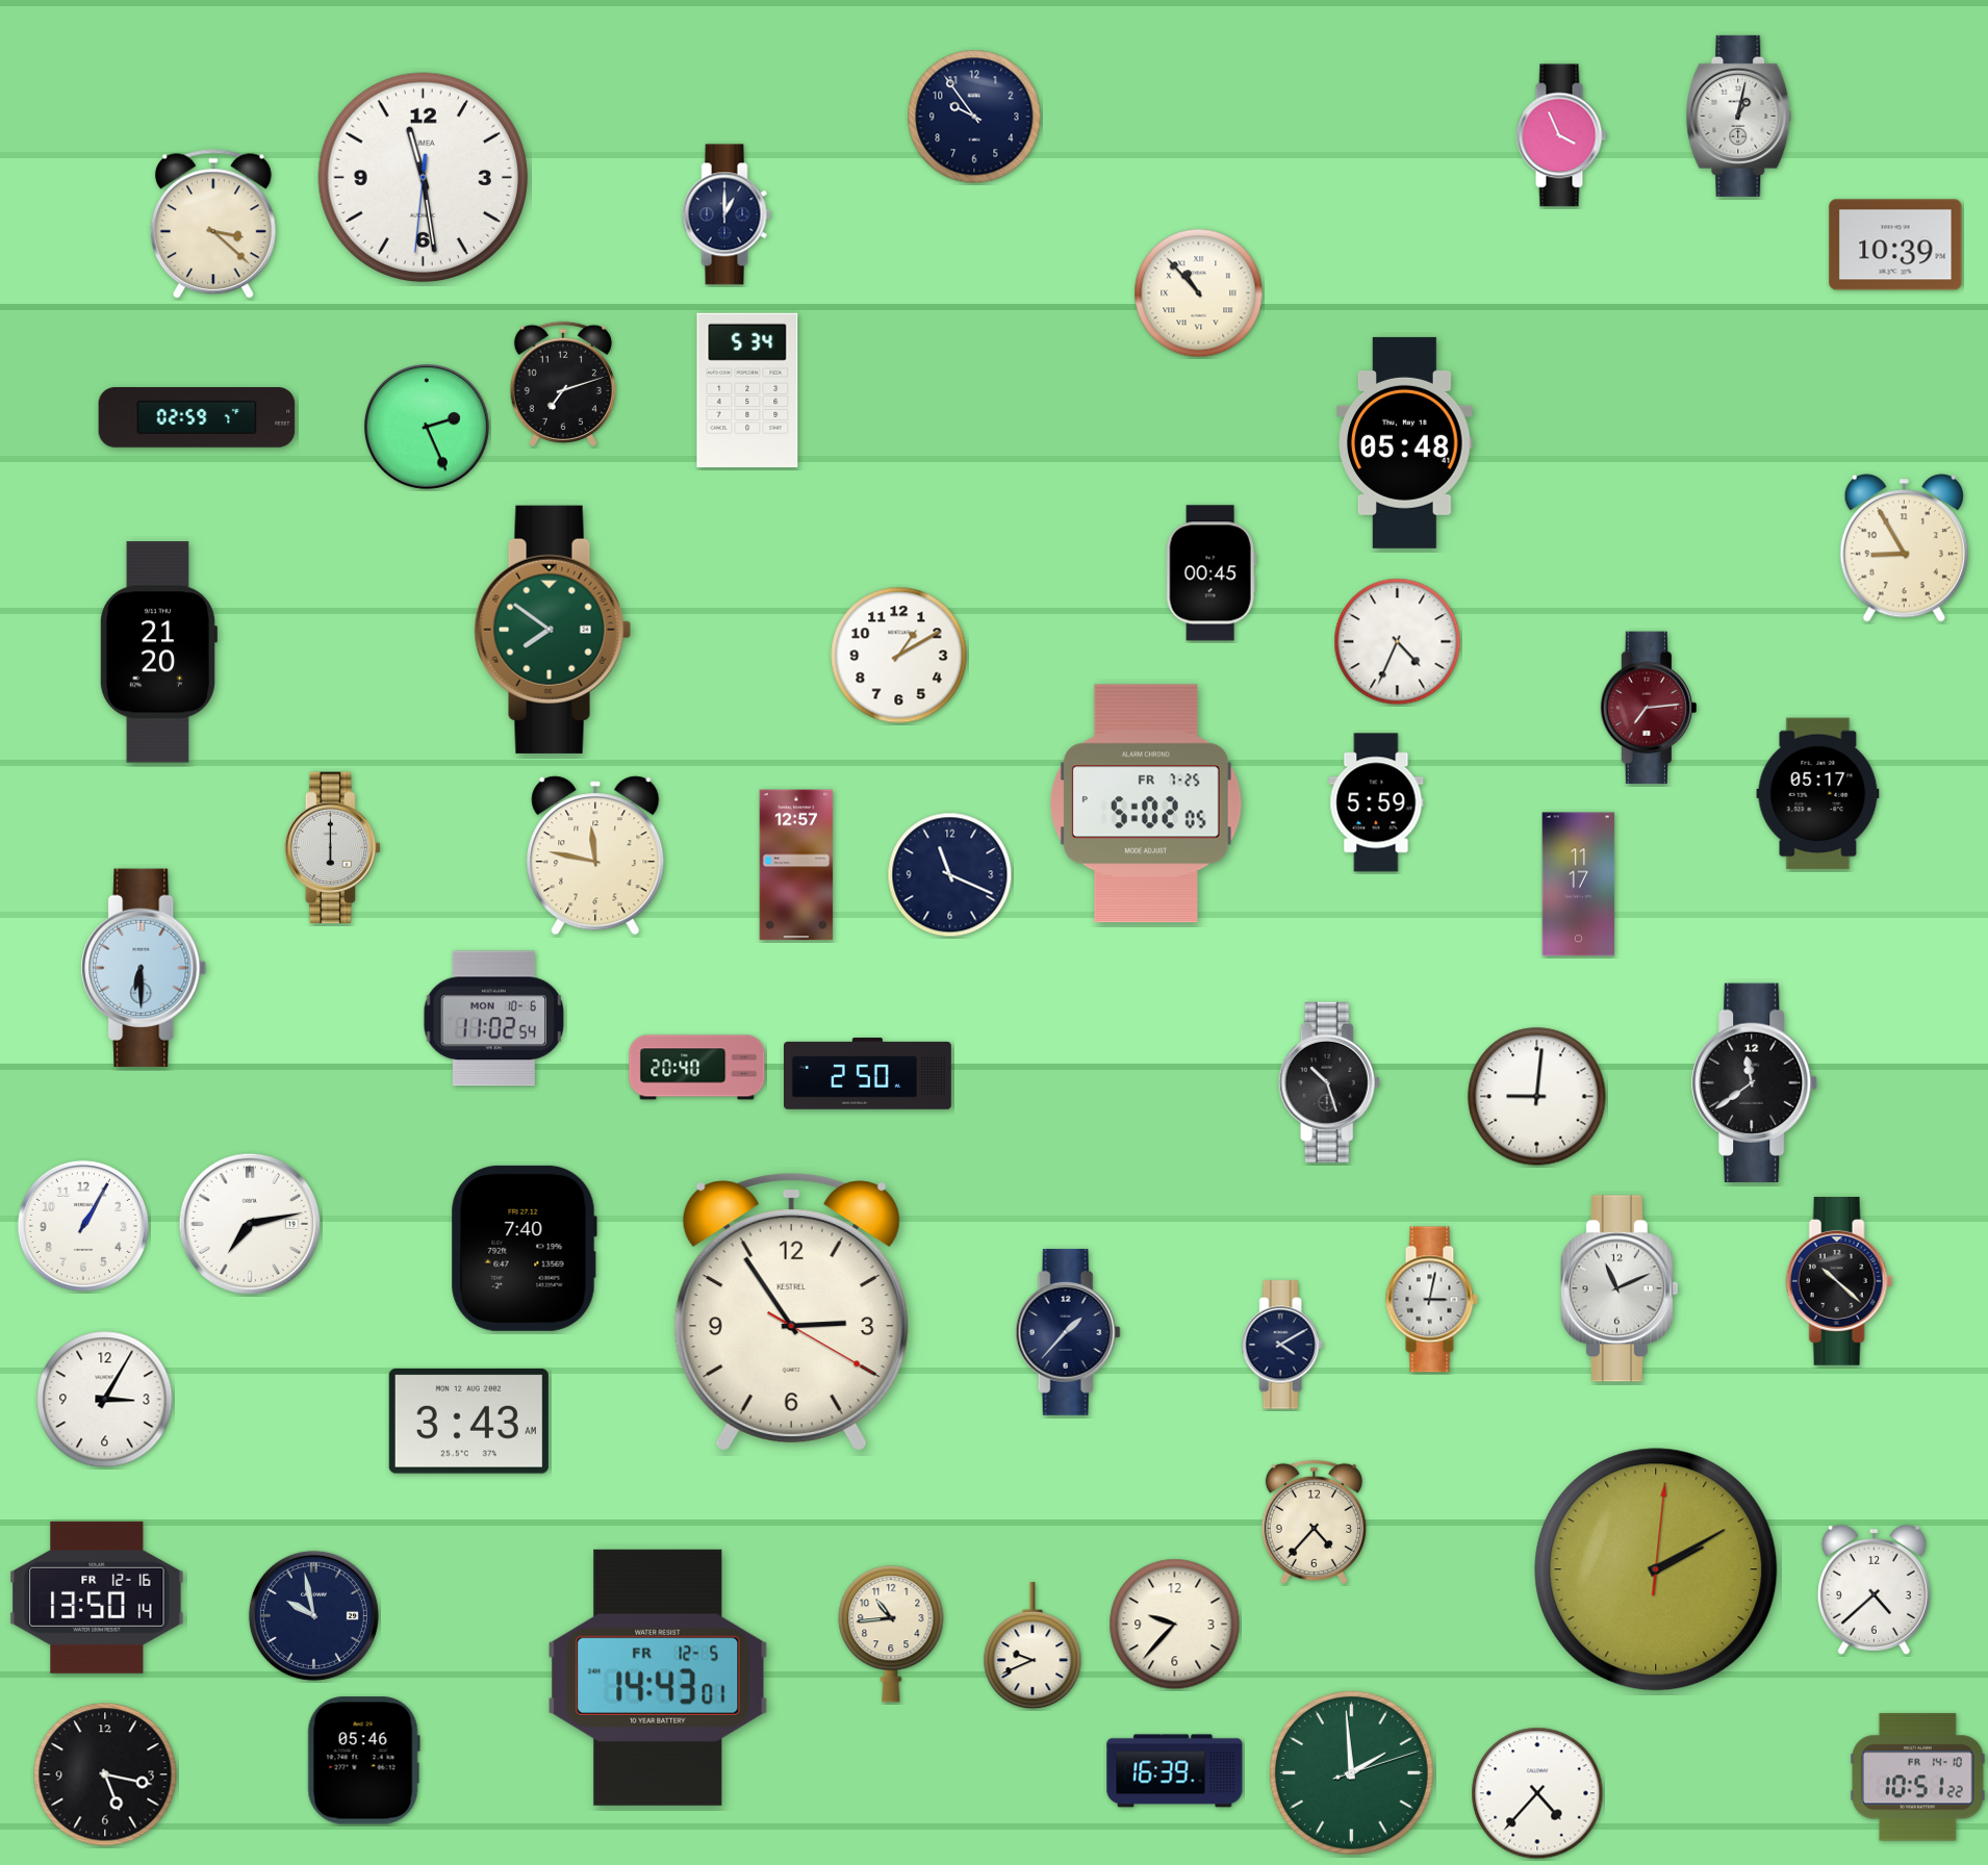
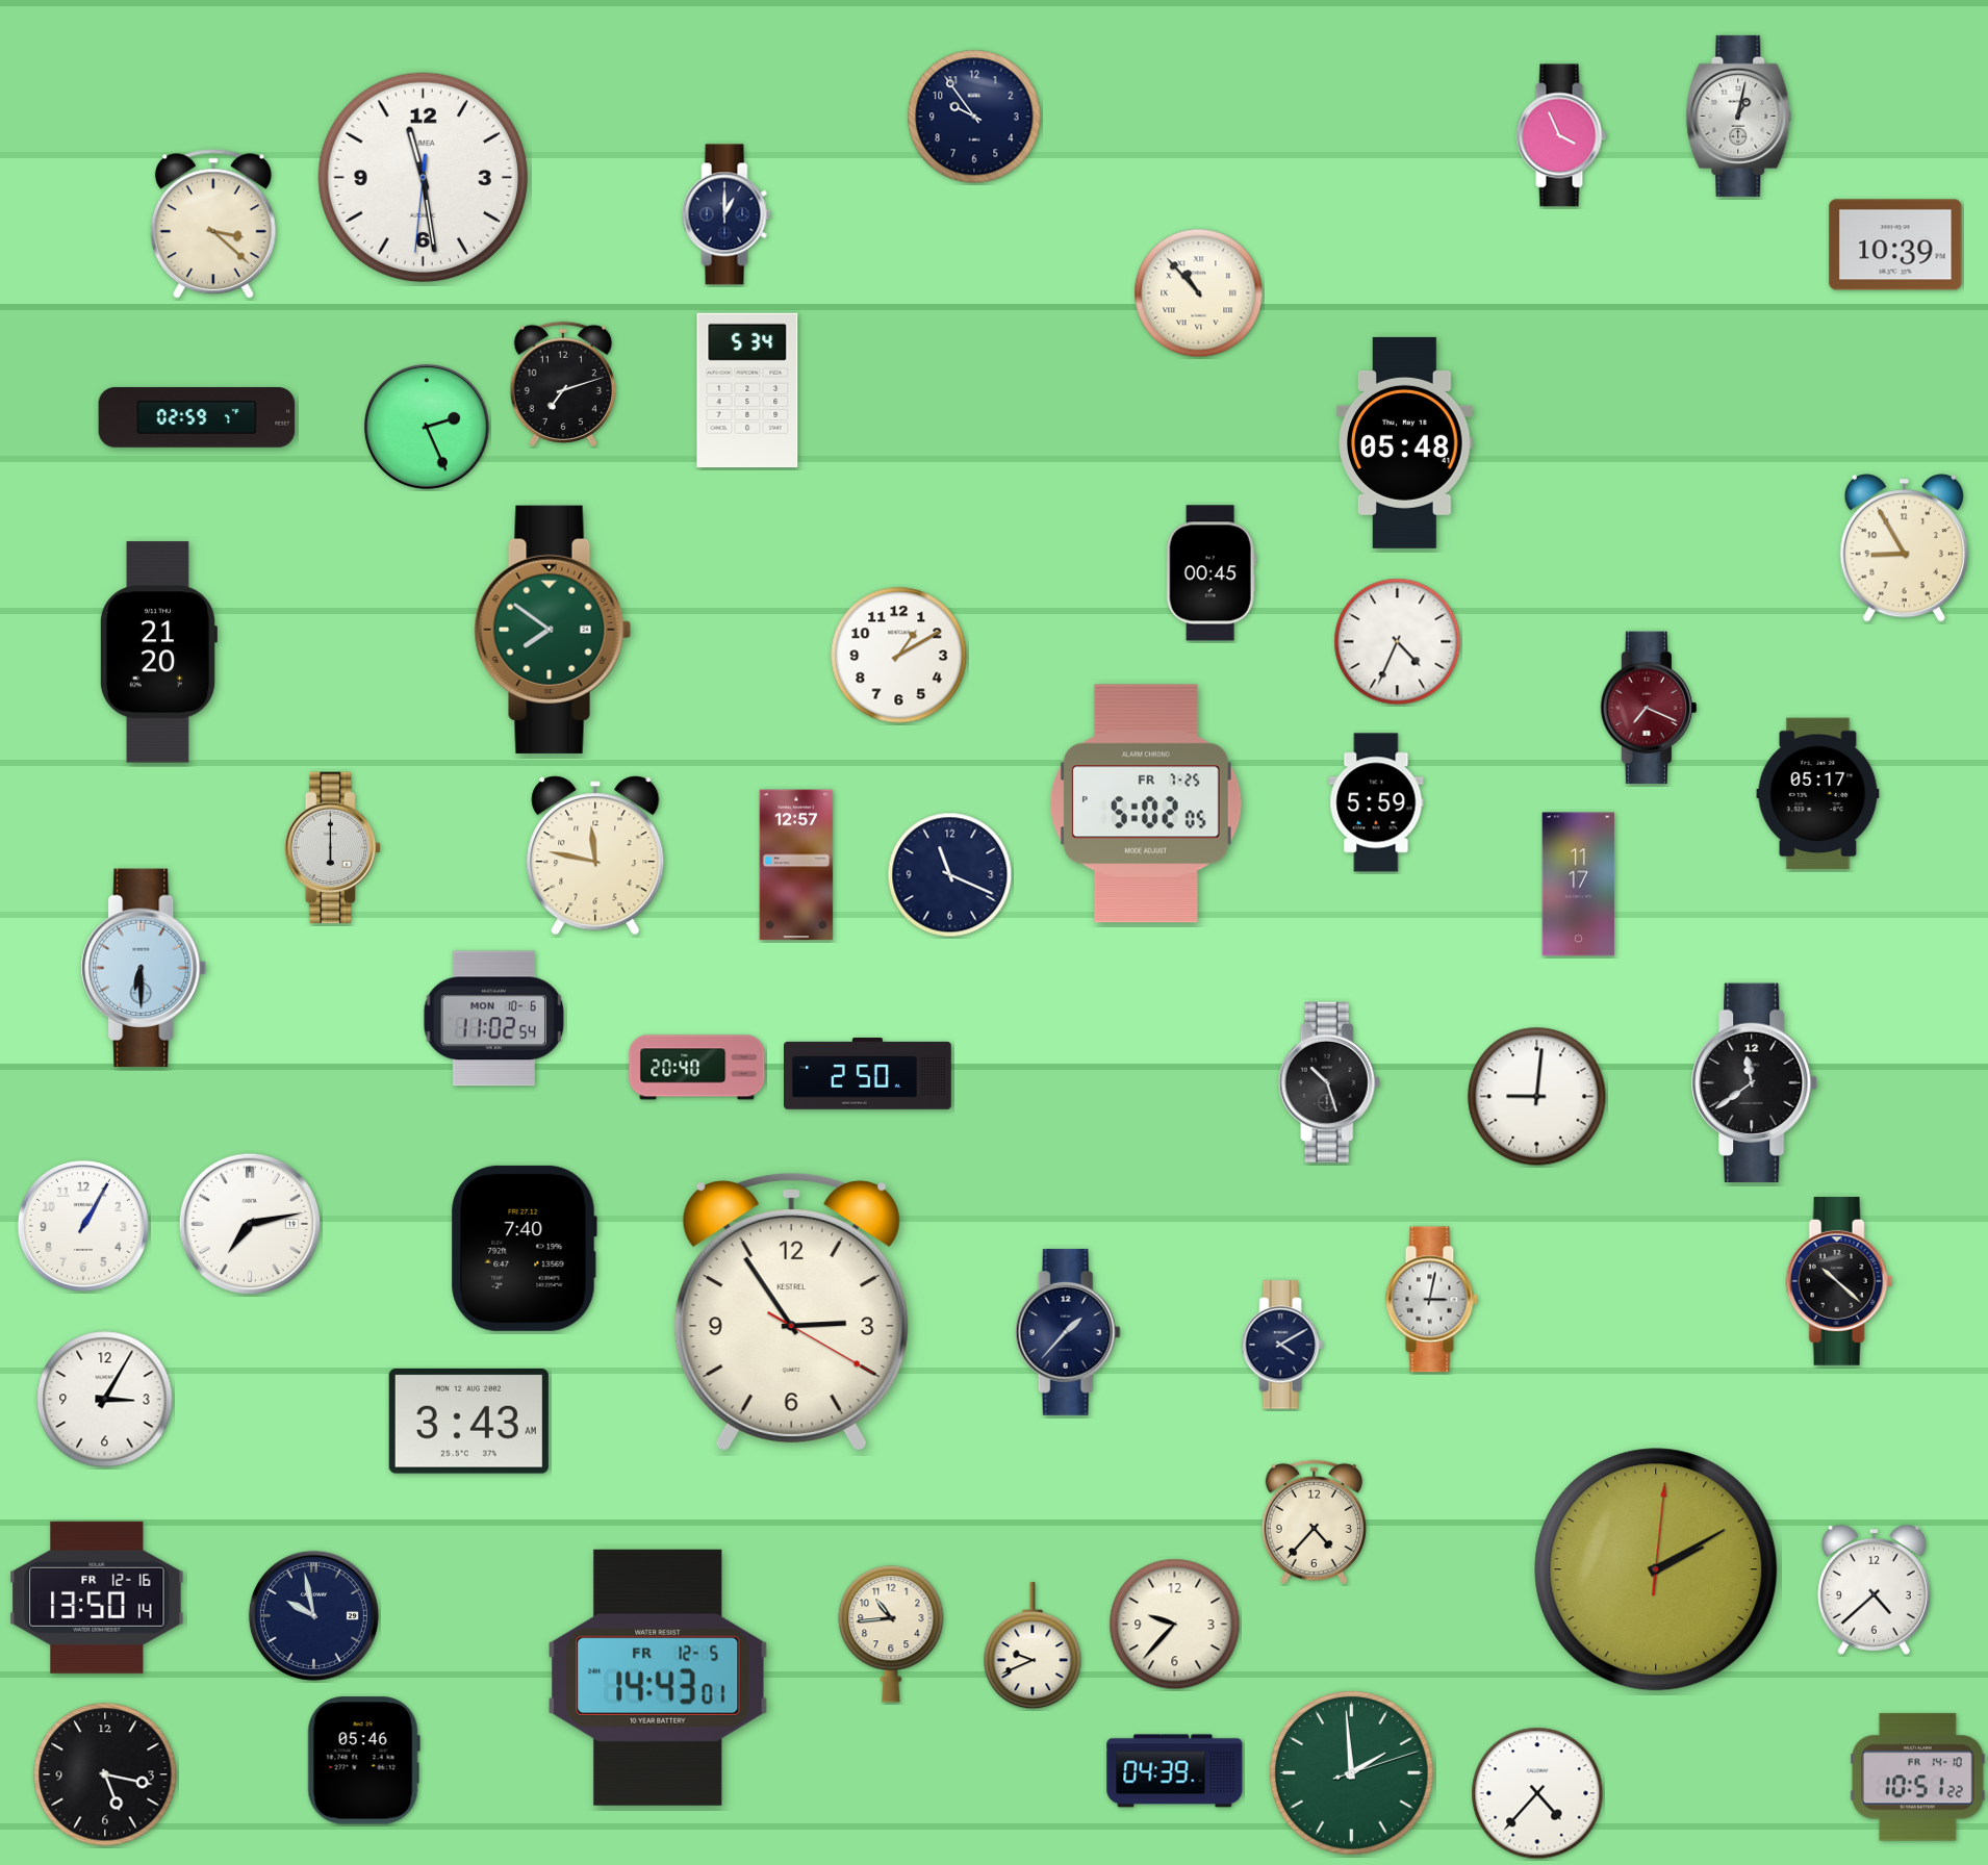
clock at (1648, 708): 7:14 -> 7:19
clock at (1620, 1288): 11:11 -> none
clock at (1175, 1771): 16:39 -> 04:39
